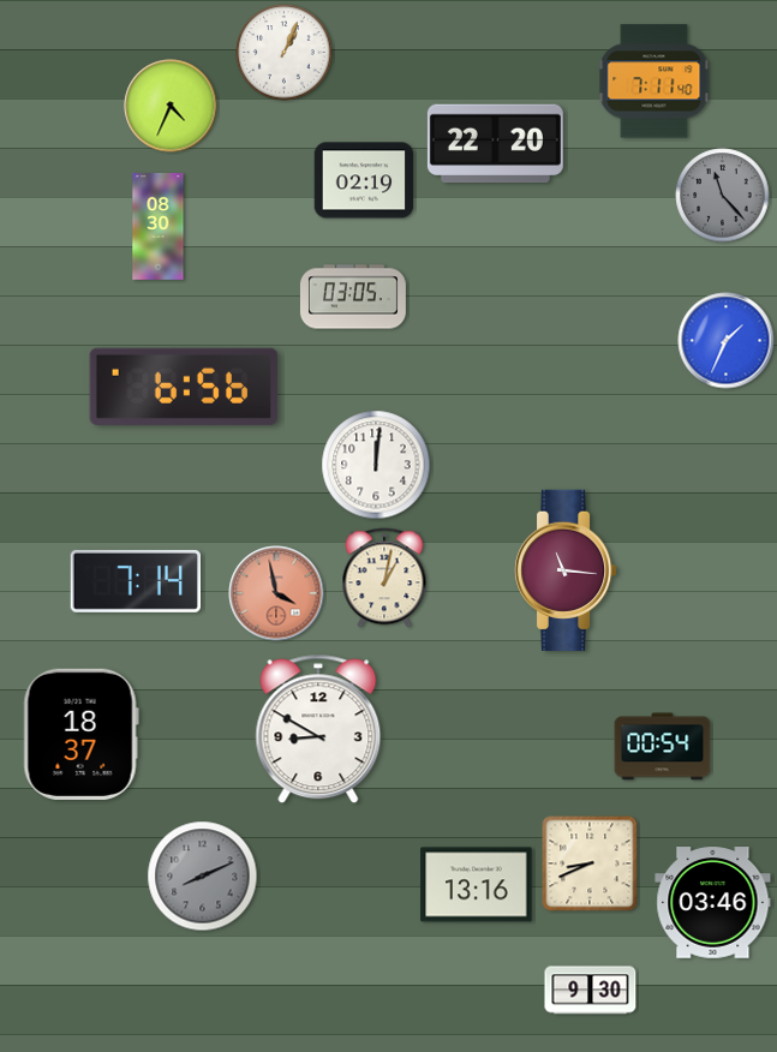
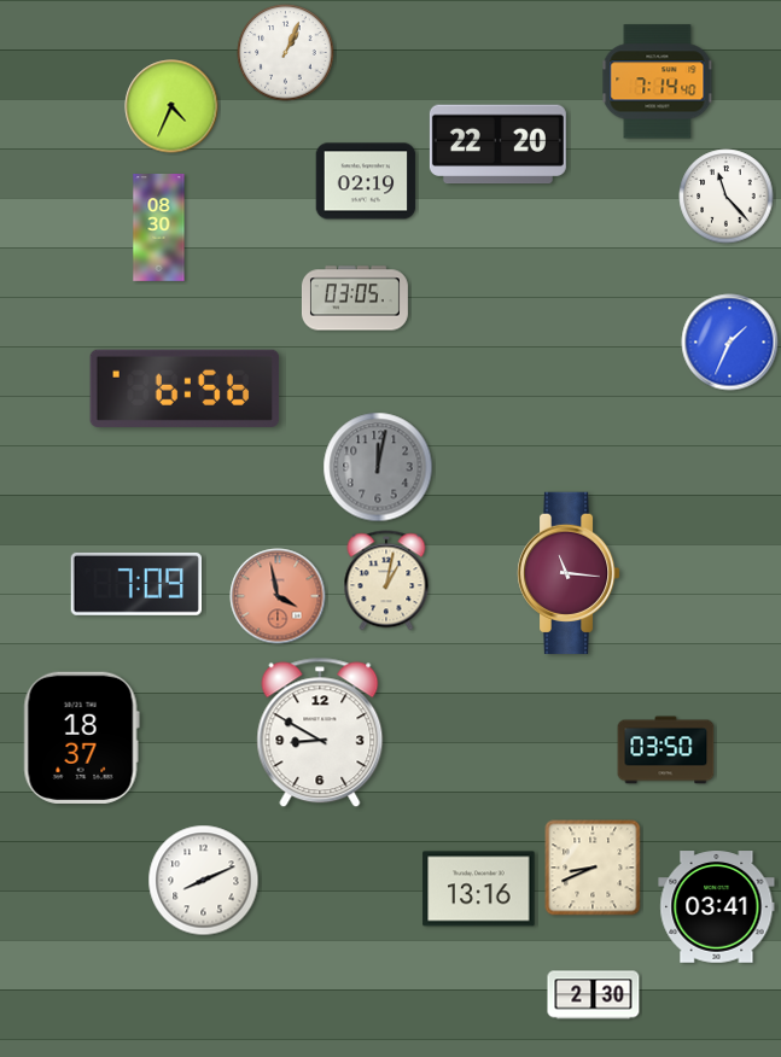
clock at (655, 82): 7:11 -> 7:14
clock at (723, 196) dial: grey -> white
clock at (376, 465): 12:01 -> 12:02
clock at (376, 465) dial: white -> grey
clock at (136, 581): 7:14 -> 7:09
clock at (663, 747): 00:54 -> 03:50
clock at (203, 877) dial: grey -> white
clock at (713, 903): 03:46 -> 03:41
clock at (591, 991): 9:30 -> 2:30
